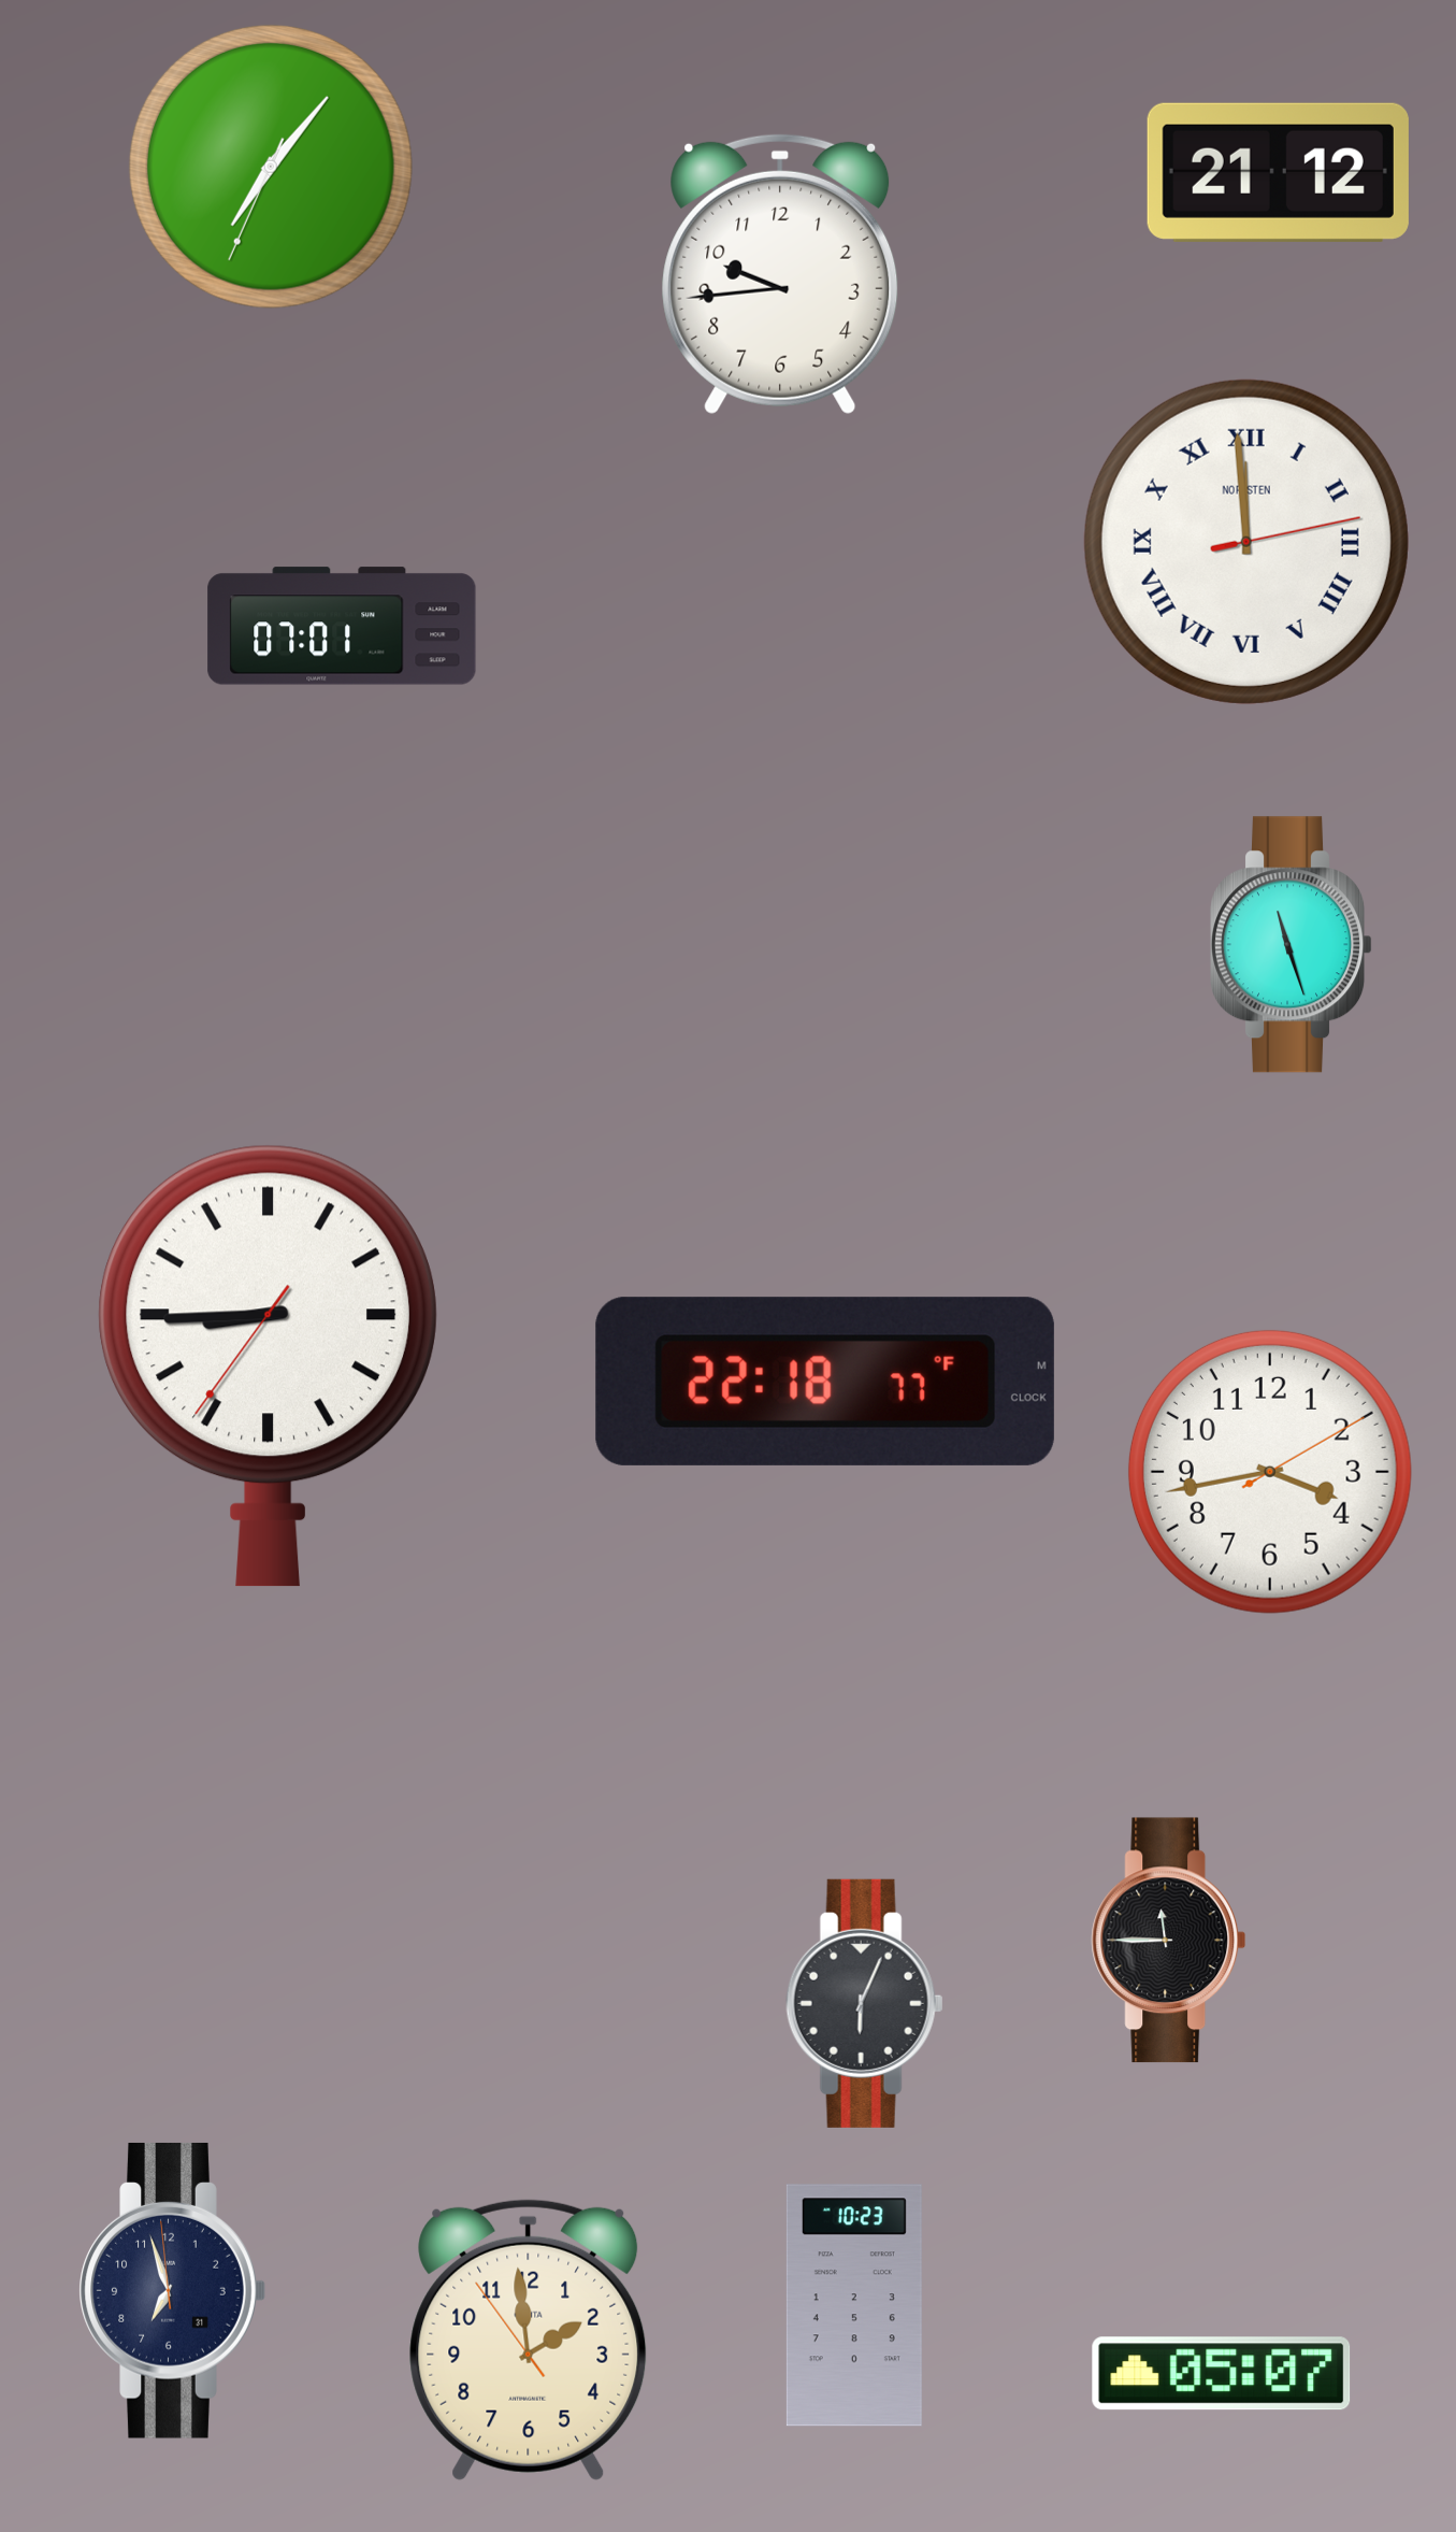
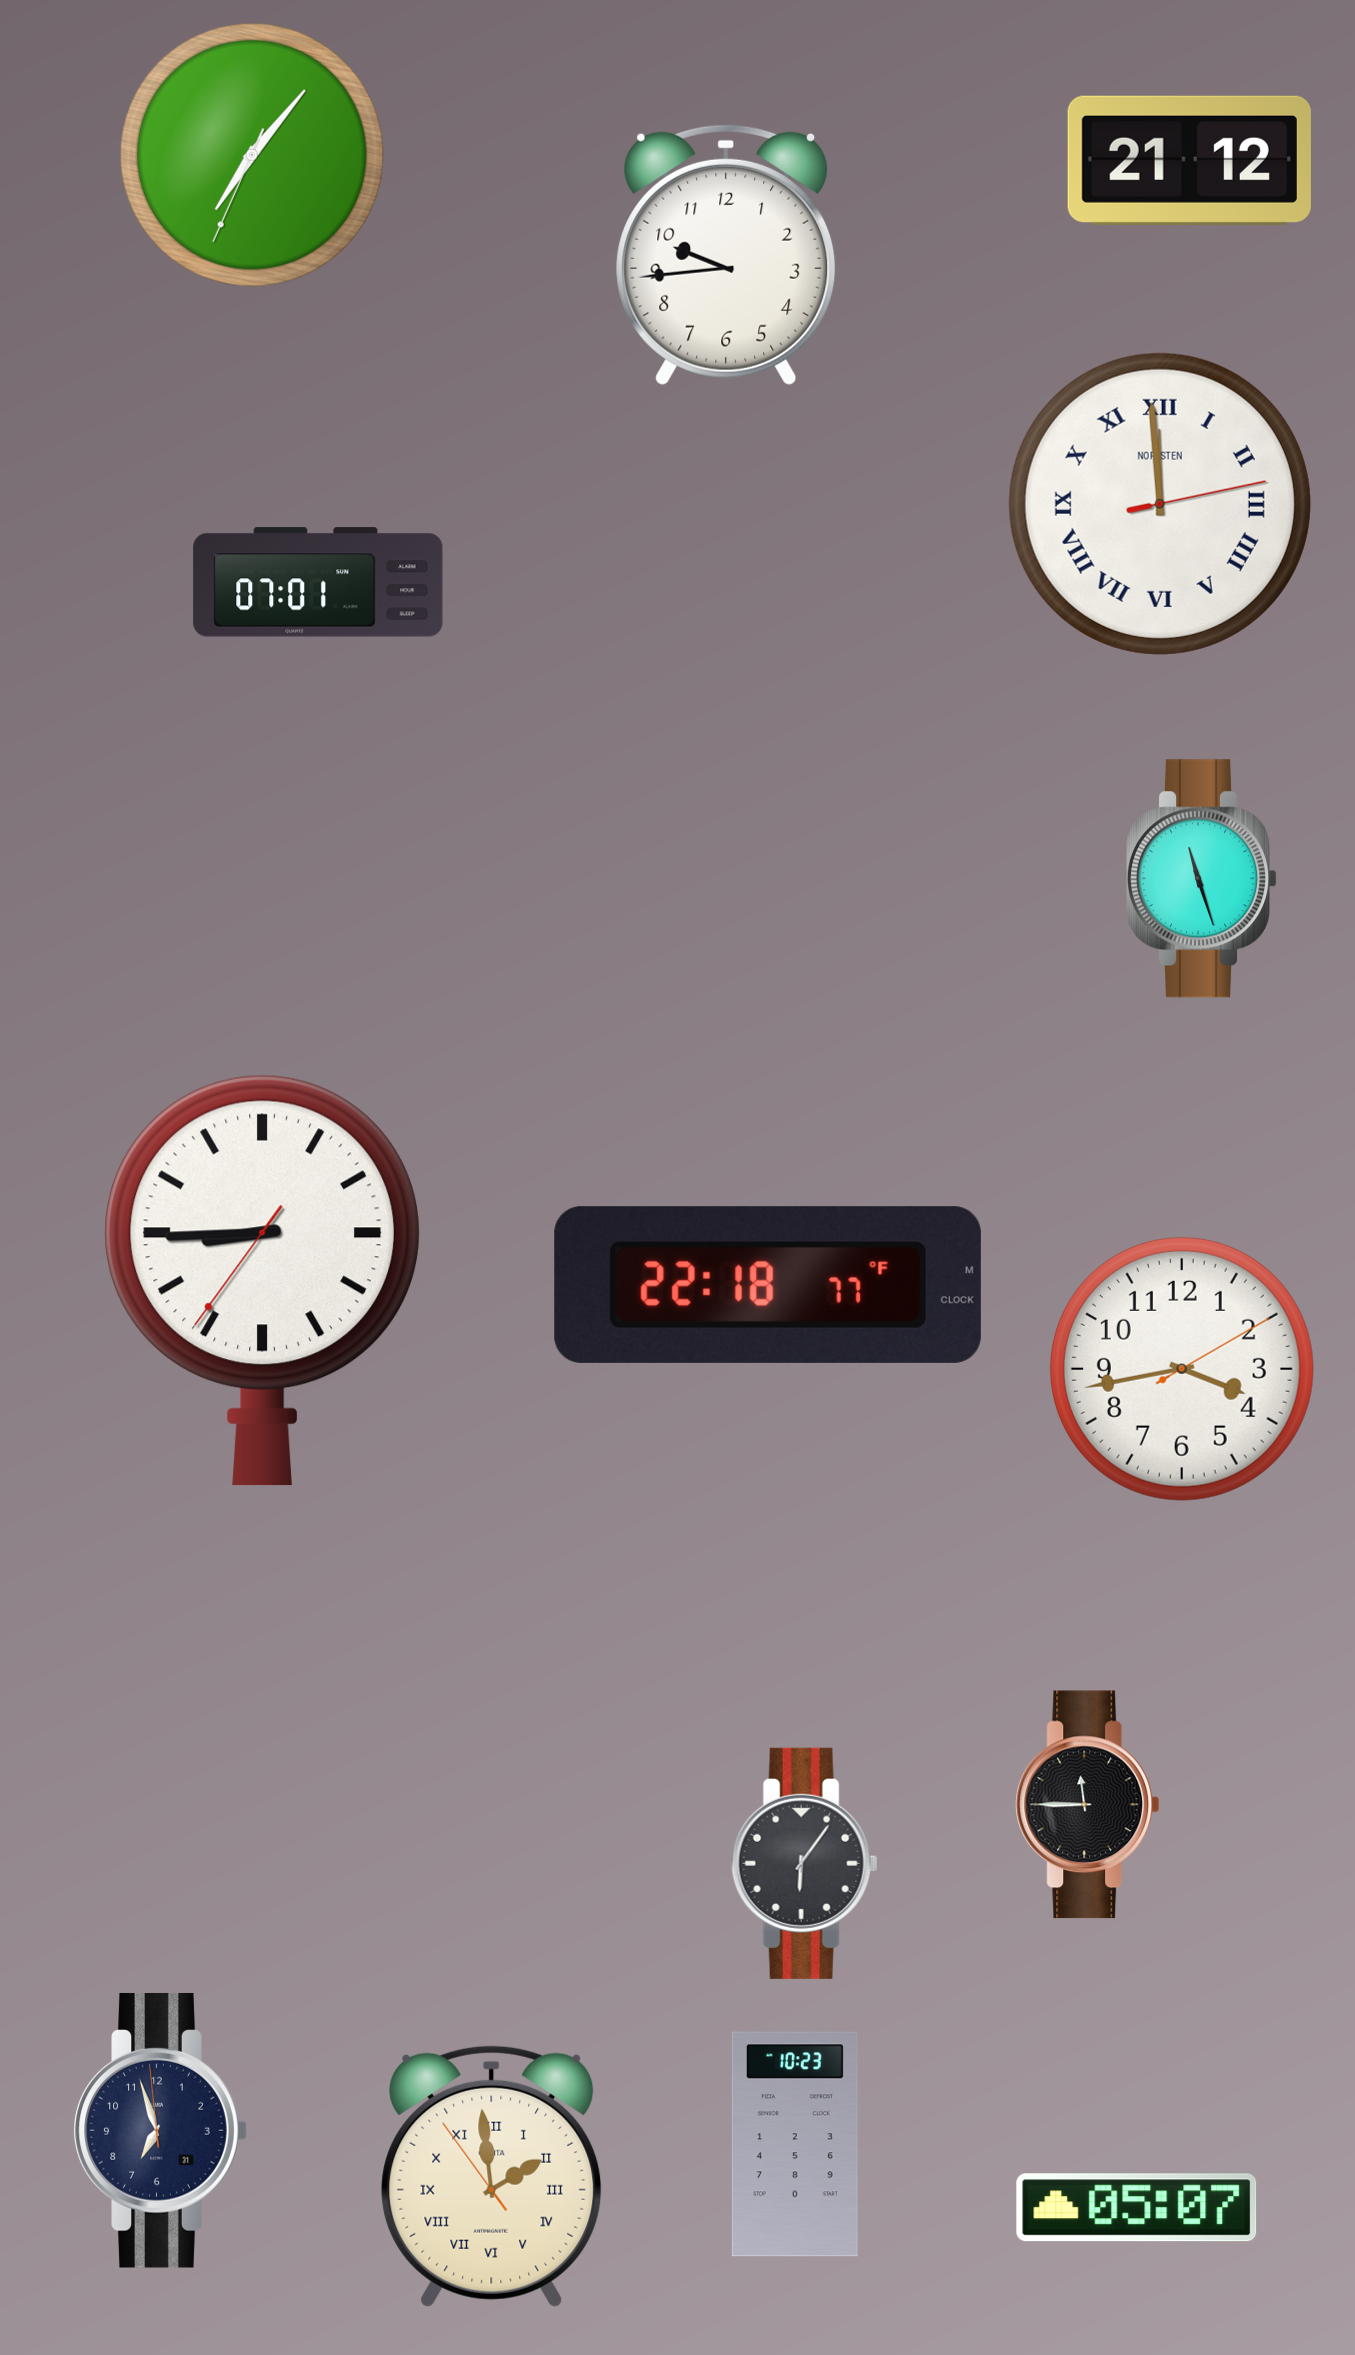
clock at (268, 1365) position: (268, 1365) -> (262, 1280)
clock at (865, 2003): 6:04 -> 6:06
clock at (529, 2340) numerals: Arabic -> Roman
